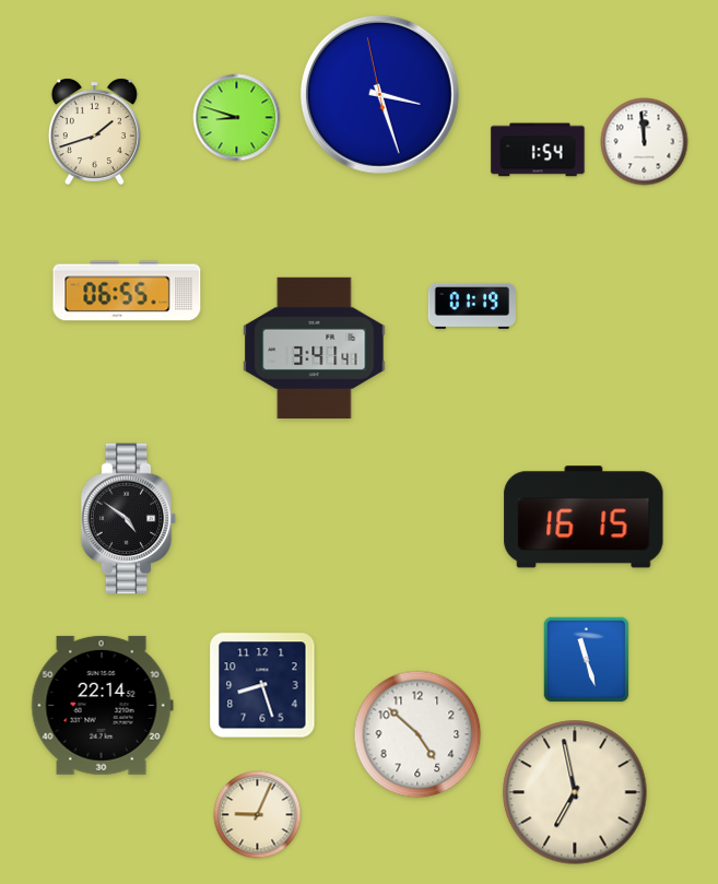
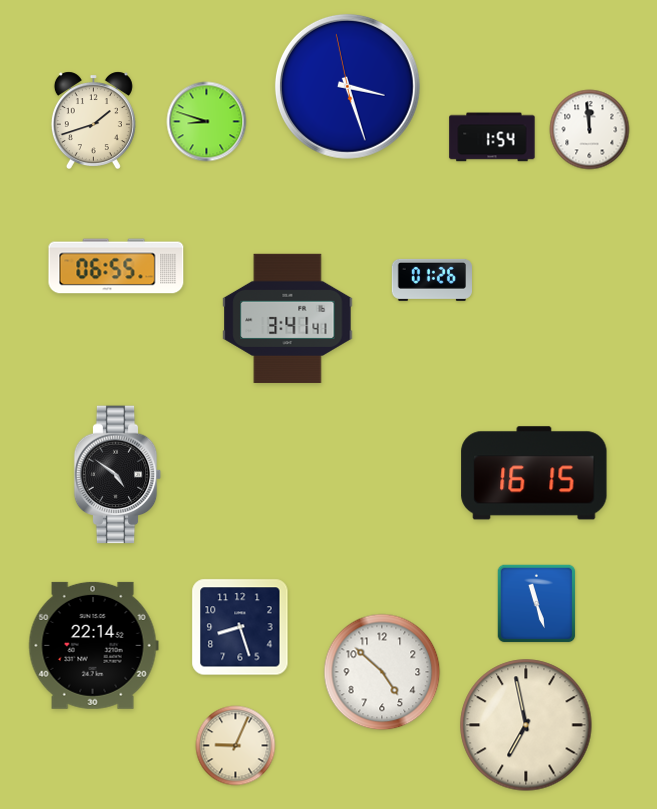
clock at (237, 118) position: (237, 118) -> (207, 122)
clock at (94, 131) position: (94, 131) -> (93, 120)
clock at (471, 306): 01:19 -> 01:26
